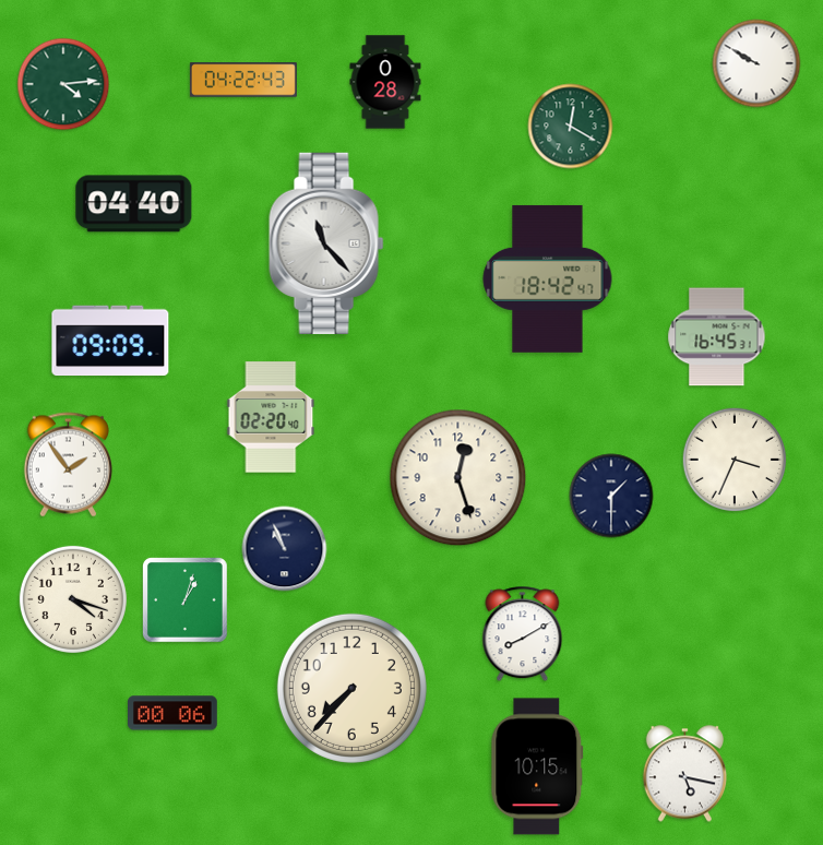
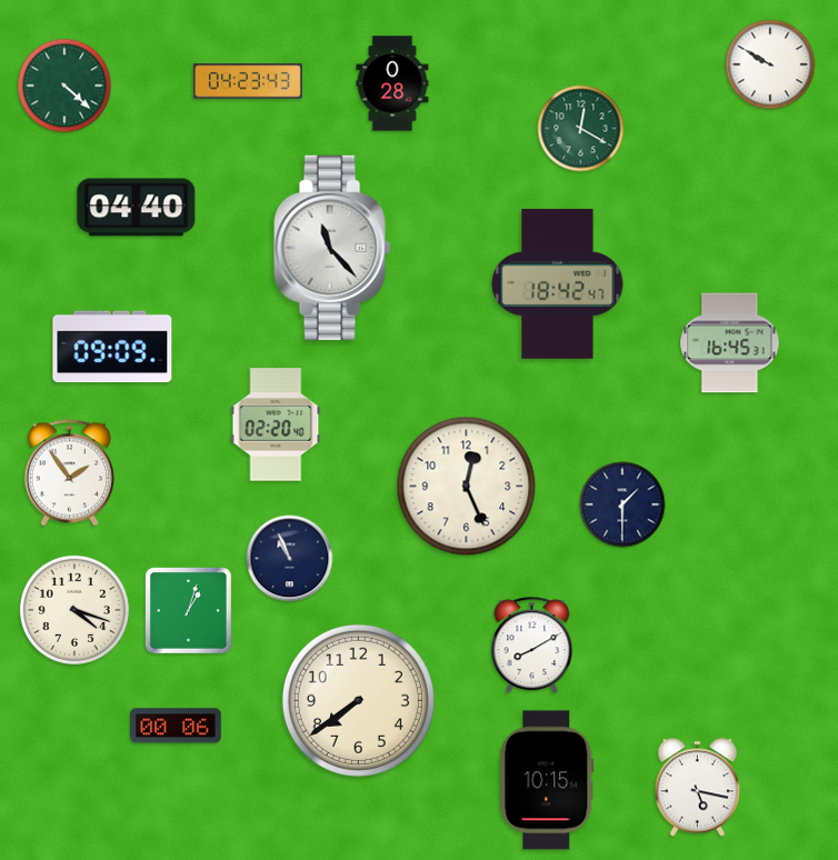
clock at (243, 80): 04:22 -> 04:23
clock at (63, 84): 4:14 -> 4:22
clock at (735, 460): 3:34 -> none
clock at (458, 478): 12:27 -> 12:26
clock at (351, 688): 7:37 -> 7:39
